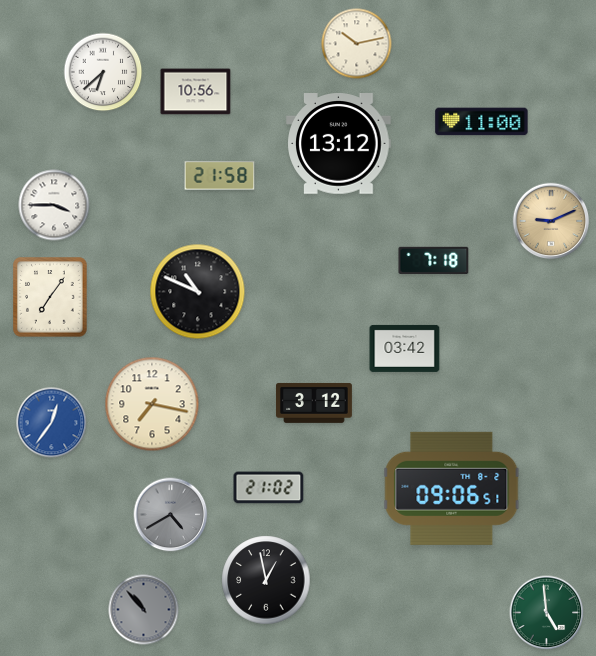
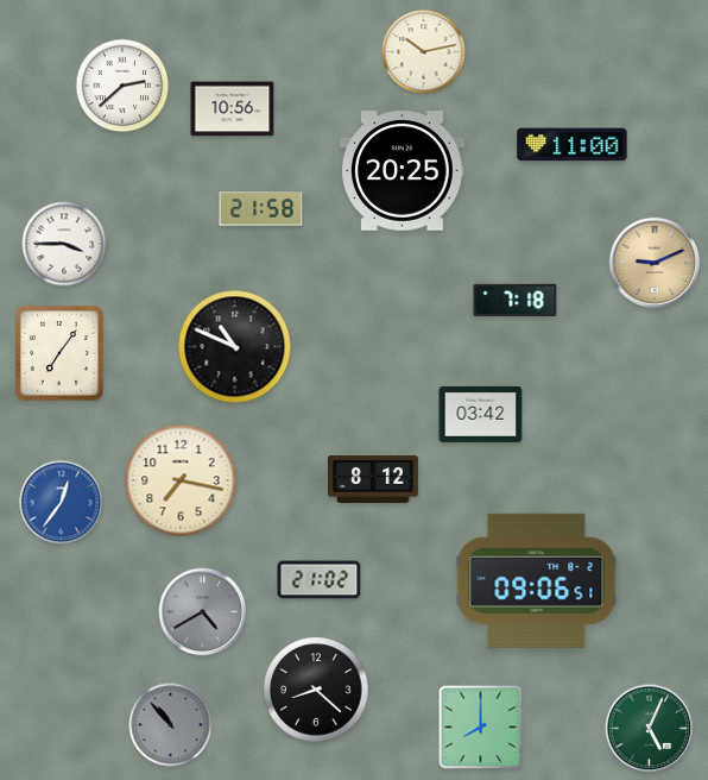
clock at (103, 72): 6:38 -> 2:38
clock at (339, 144): 13:12 -> 20:25
clock at (434, 260) position: (434, 260) -> (516, 300)
clock at (315, 403): 3:12 -> 8:12
clock at (266, 580): 12:58 -> 8:22
clock at (481, 728): none -> 8:00
clock at (547, 613): 4:59 -> 5:04
